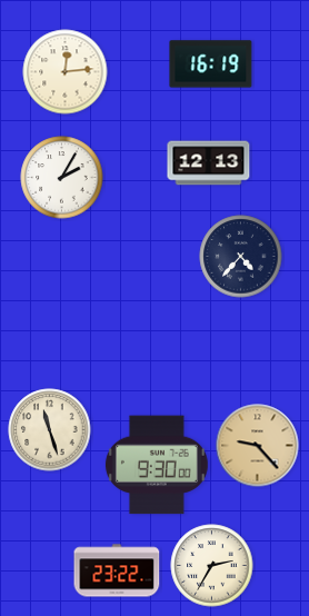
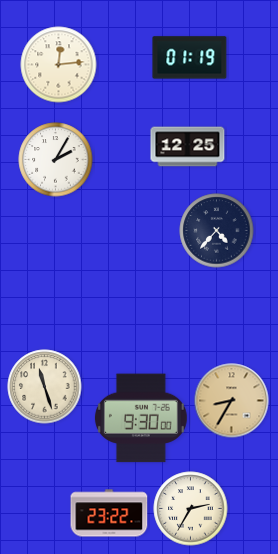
clock at (211, 64): 16:19 -> 01:19
clock at (209, 163): 12:13 -> 12:25
clock at (258, 446): 9:23 -> 8:35
clock at (117, 570) position: (117, 570) -> (109, 513)
